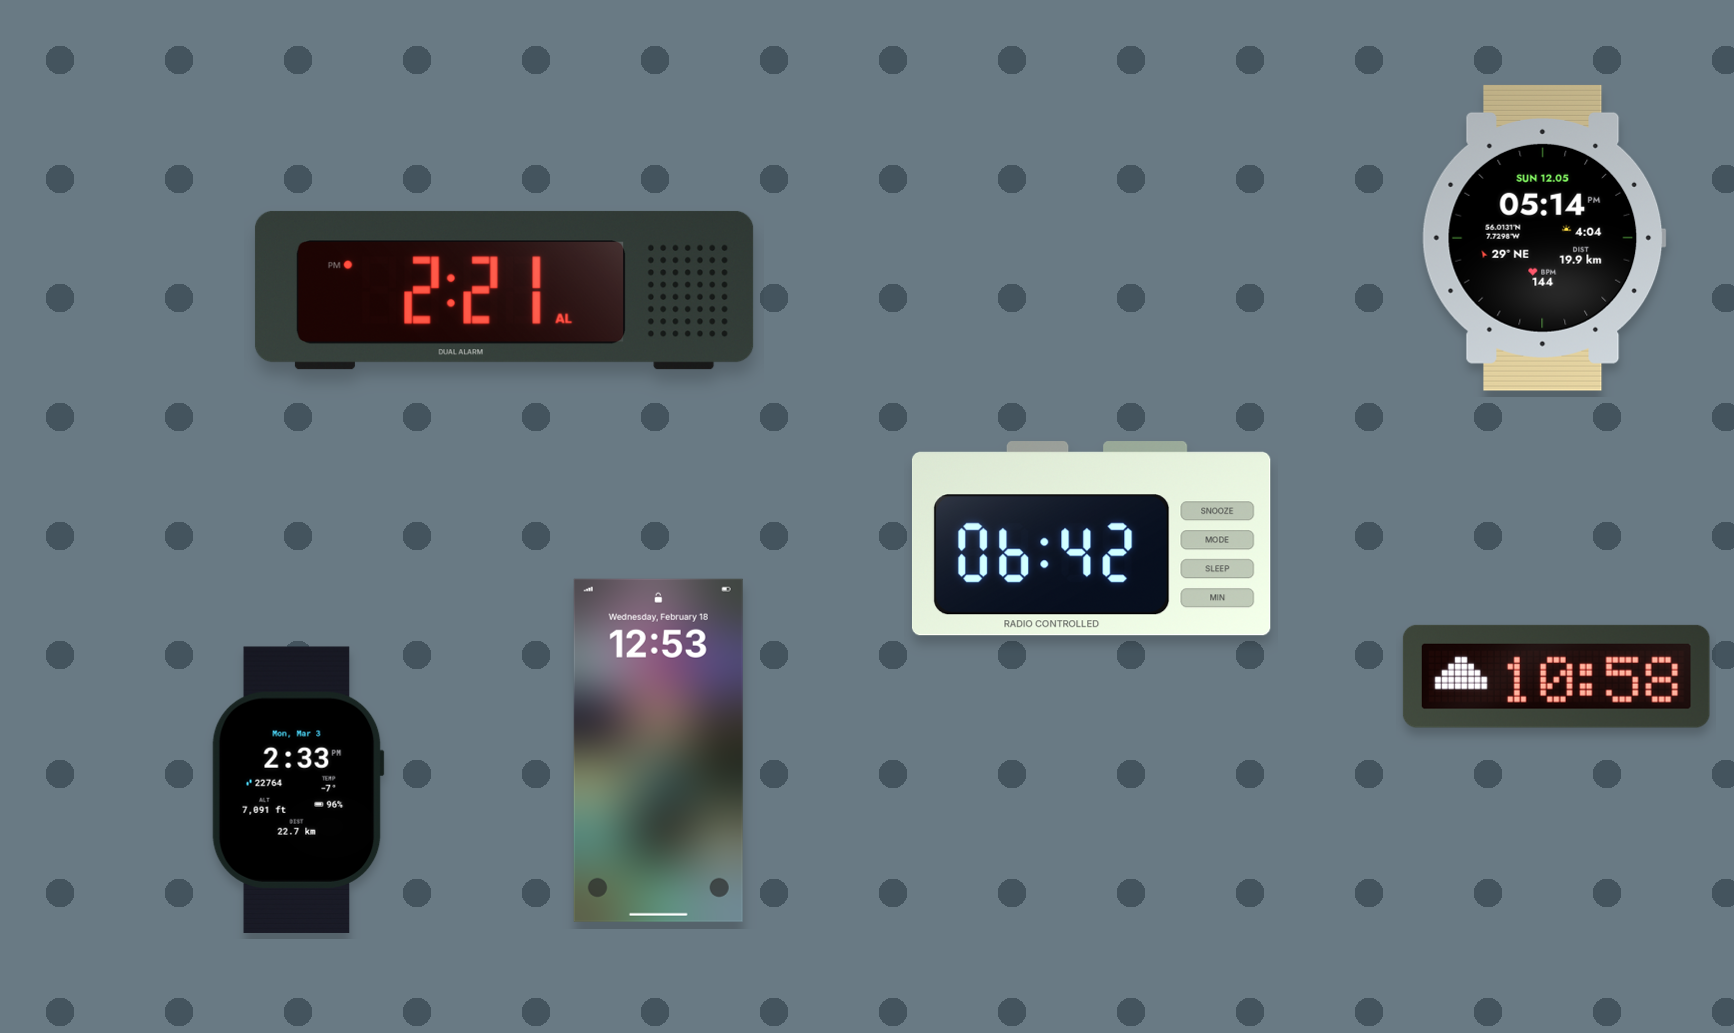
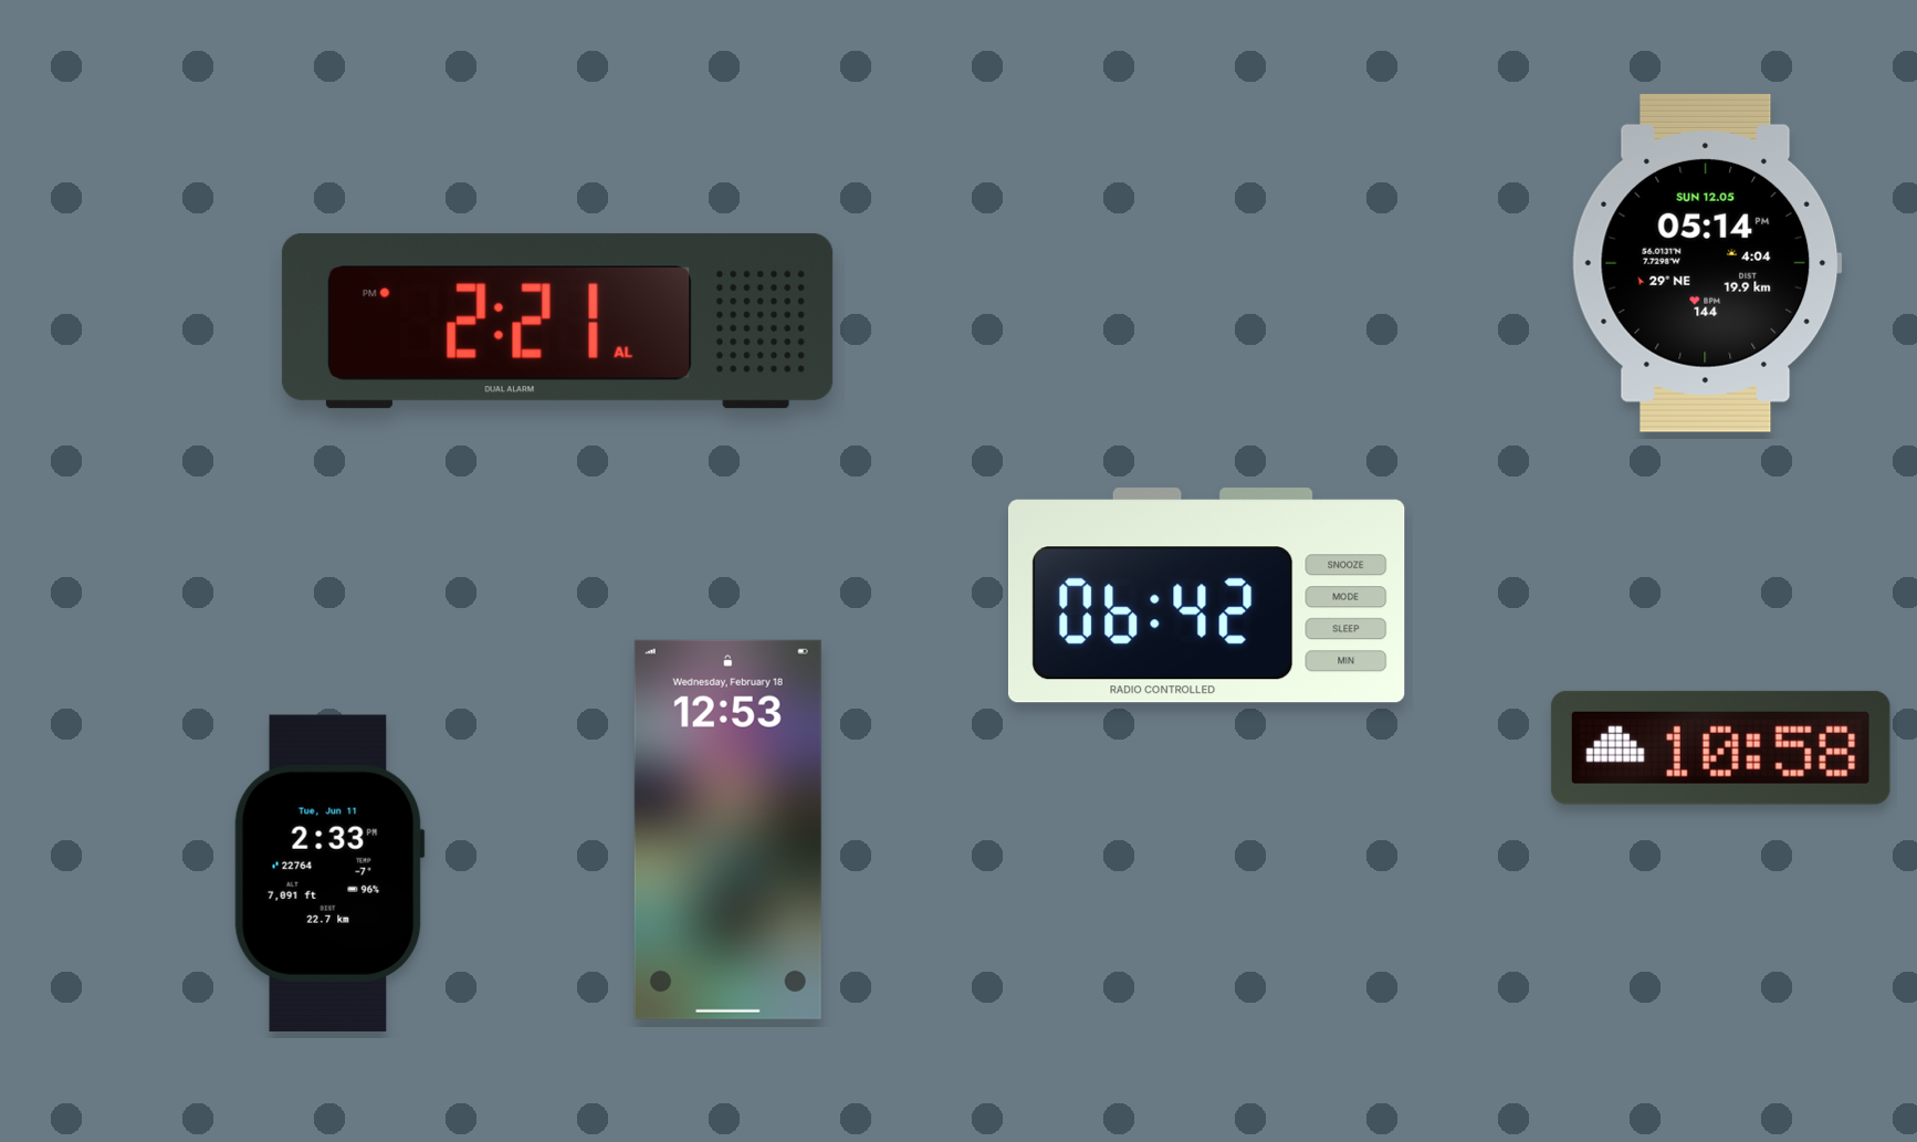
clock at (298, 790) date: Mon, Mar 3 -> Tue, Jun 11
